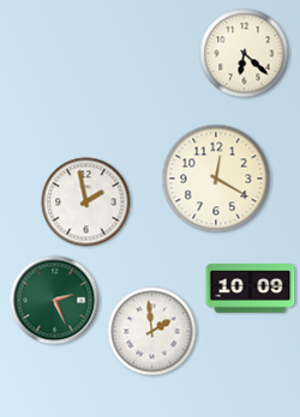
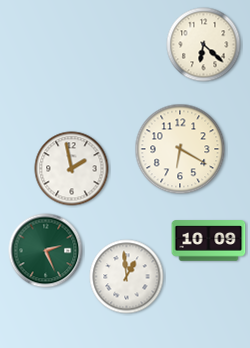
clock at (216, 179): 12:20 -> 6:20
clock at (152, 332): 1:59 -> 12:59
